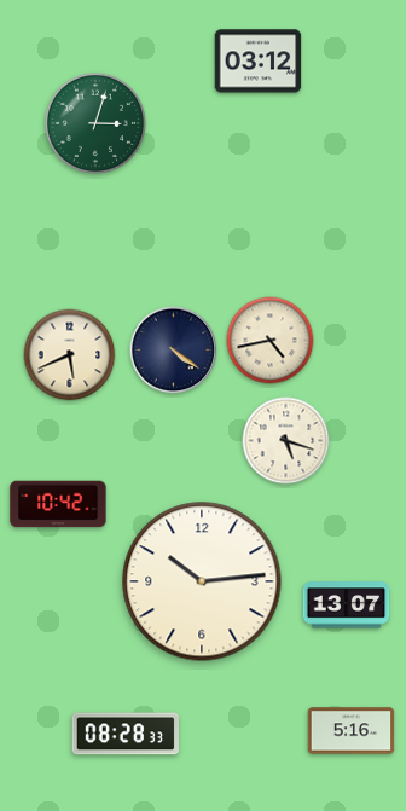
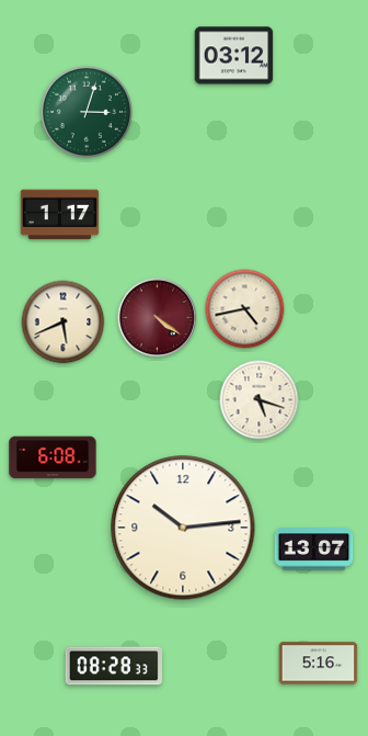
clock at (60, 215): none -> 1:17
clock at (174, 351) dial: navy -> burgundy
clock at (58, 504): 10:42 -> 6:08
